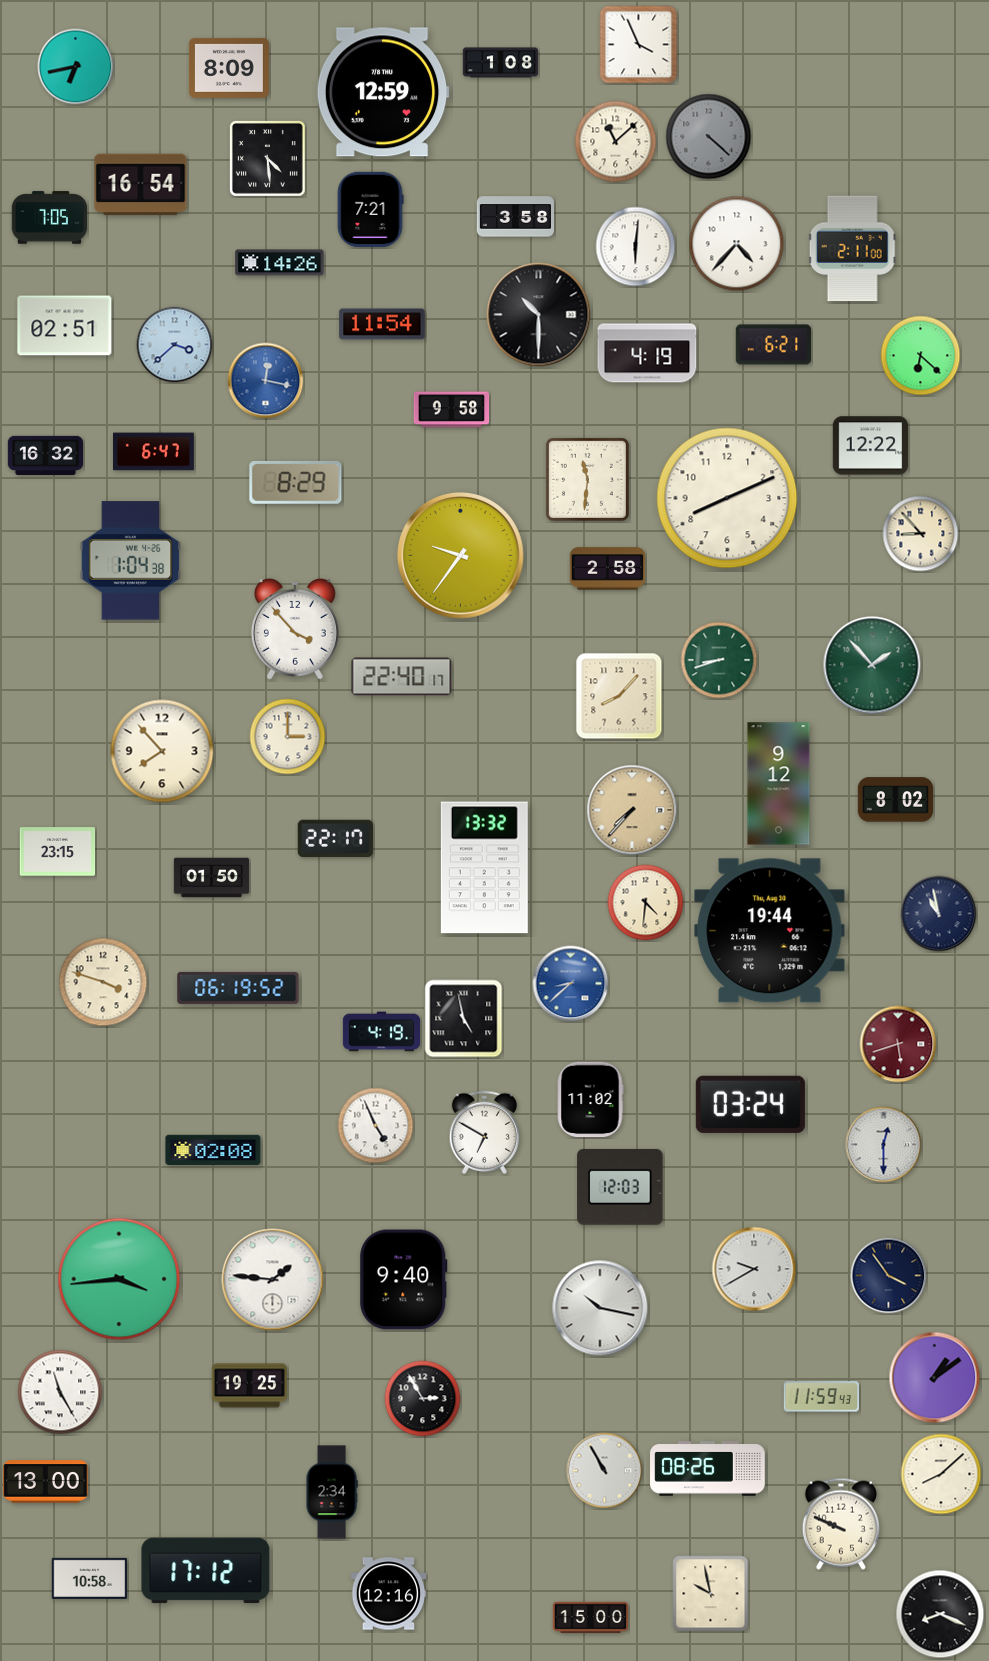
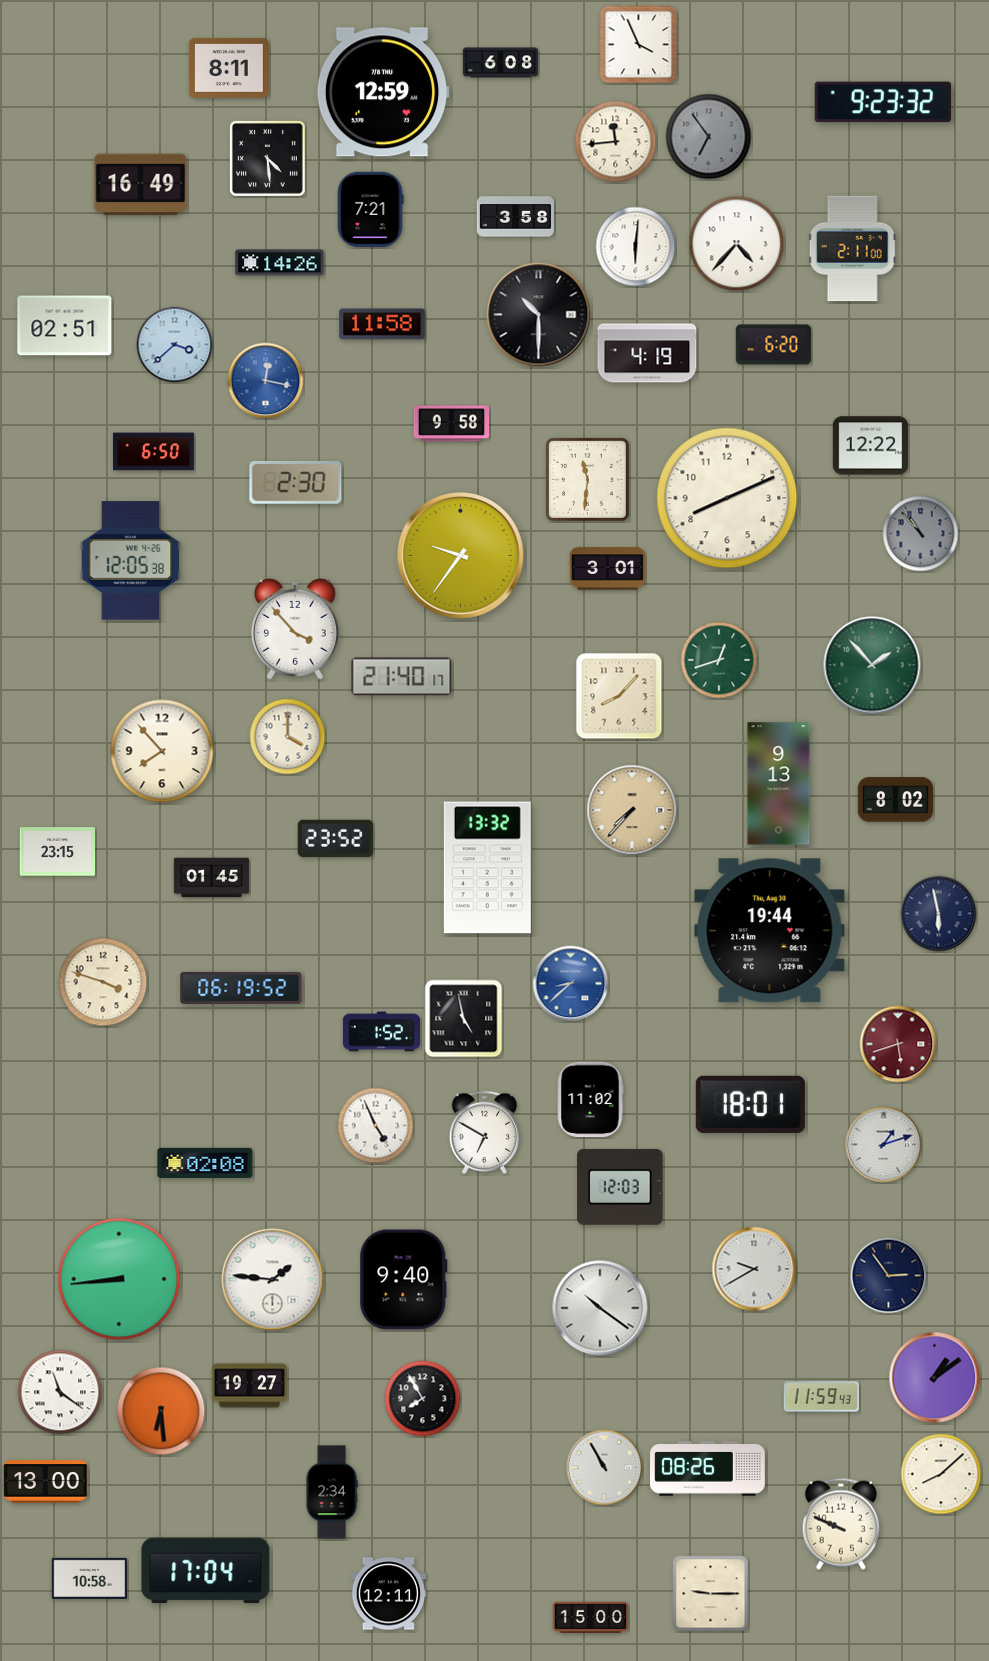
clock at (501, 63): 1:08 -> 6:08
clock at (76, 67): 6:43 -> none
clock at (229, 68): 8:09 -> 8:11
clock at (883, 102): none -> 9:23
clock at (709, 137): 4:22 -> 6:54
clock at (616, 142): 11:08 -> 11:44
clock at (141, 185): 16:54 -> 16:49
clock at (50, 218): 7:05 -> none
clock at (382, 324): 11:54 -> 11:58
clock at (774, 345): 6:21 -> 6:20
clock at (921, 356): 6:22 -> none
clock at (452, 410) position: (452, 410) -> (452, 424)
clock at (153, 452): 6:47 -> 6:50
clock at (46, 455): 16:32 -> none
clock at (296, 482): 8:29 -> 2:30
clock at (921, 534): 8:53 -> 10:53
clock at (921, 534) dial: cream -> grey
clock at (131, 561): 1:04 -> 12:05
clock at (608, 569): 2:58 -> 3:01
clock at (719, 660): 8:42 -> 12:42
clock at (402, 677): 22:40 -> 21:40
clock at (288, 737): 3:00 -> 4:00
clock at (779, 784): 9:12 -> 9:13
clock at (335, 839): 22:17 -> 23:52
clock at (484, 868) position: (484, 868) -> (487, 868)
clock at (212, 878): 01:50 -> 01:45
clock at (646, 903): 4:31 -> none
clock at (939, 914): 10:58 -> 5:58
clock at (238, 988) position: (238, 988) -> (241, 988)
clock at (381, 1032): 4:19 -> 1:52
clock at (750, 1104): 03:24 -> 18:01
clock at (884, 1145): 12:30 -> 1:12
clock at (213, 1150) position: (213, 1150) -> (205, 1163)
clock at (889, 1276): 3:54 -> 2:54
clock at (119, 1279): 3:44 -> 8:44
clock at (600, 1308): 10:17 -> 10:21
clock at (250, 1386): 19:25 -> 19:27
clock at (60, 1392): 11:25 -> 11:21
clock at (423, 1399): 2:55 -> 7:55
clock at (161, 1411): none -> 6:29
clock at (605, 1471) position: (605, 1471) -> (605, 1468)
clock at (206, 1571): 17:12 -> 17:04
clock at (389, 1594): 12:16 -> 12:11
clock at (711, 1594): 9:58 -> 9:15
clock at (940, 1614): 8:19 -> none
